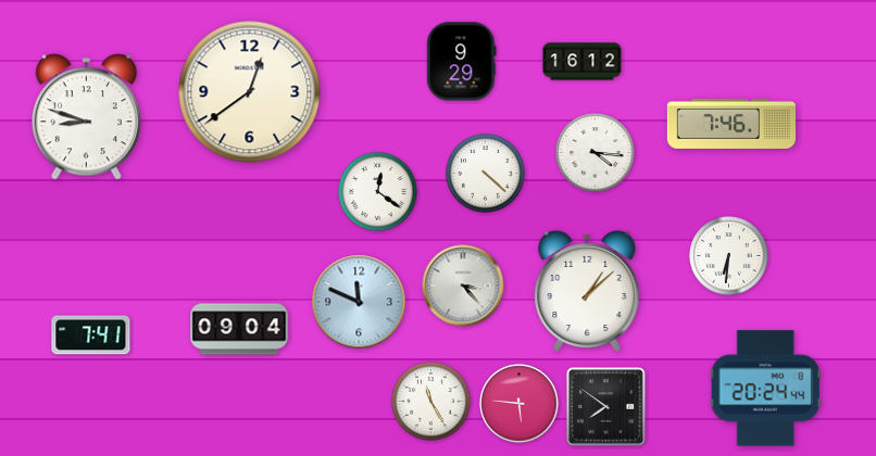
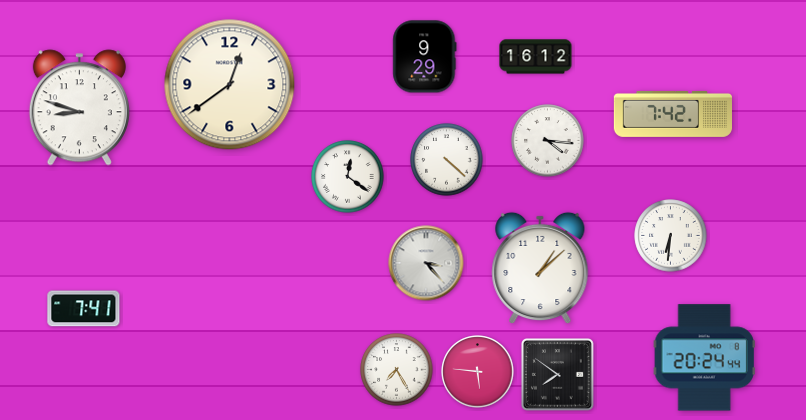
clock at (730, 124): 7:46 -> 7:42
clock at (359, 302): 11:49 -> none
clock at (239, 329): 09:04 -> none
clock at (431, 402): 11:25 -> 7:25
